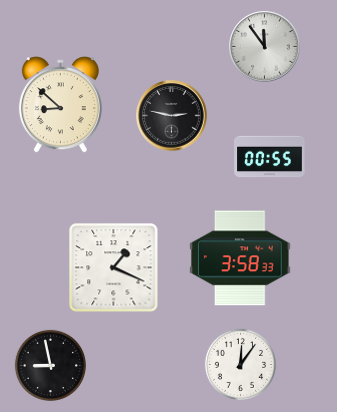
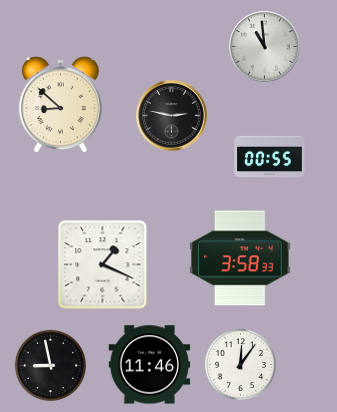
clock at (265, 47): 11:54 -> 10:59
clock at (114, 268) position: (114, 268) -> (103, 265)
clock at (150, 365): none -> 11:46
